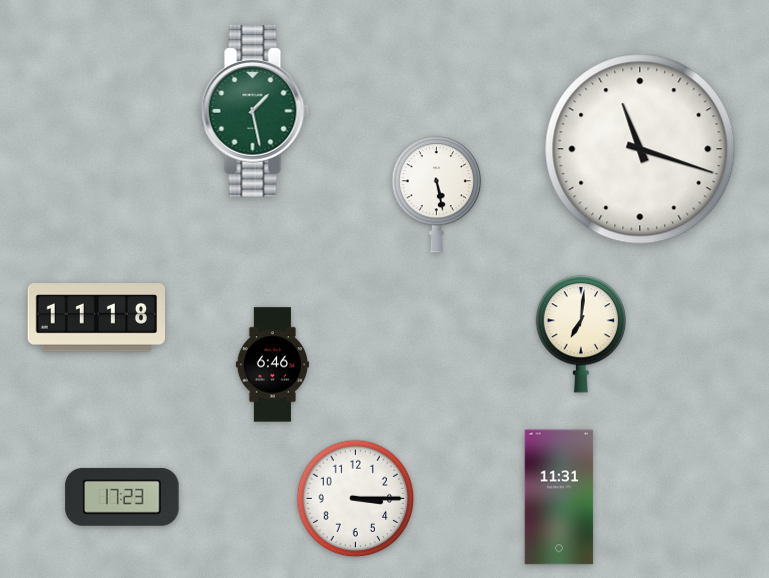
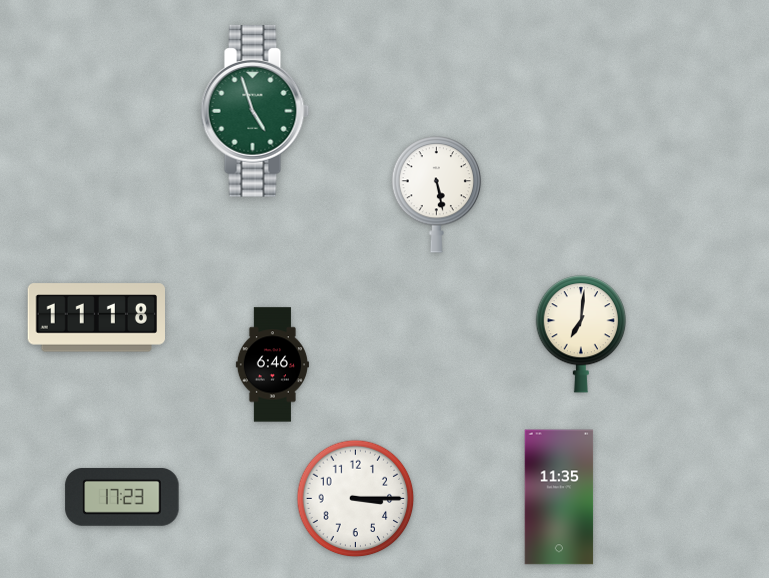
clock at (255, 112): 1:28 -> 4:57
clock at (640, 149): 11:18 -> none
clock at (559, 497): 11:31 -> 11:35
